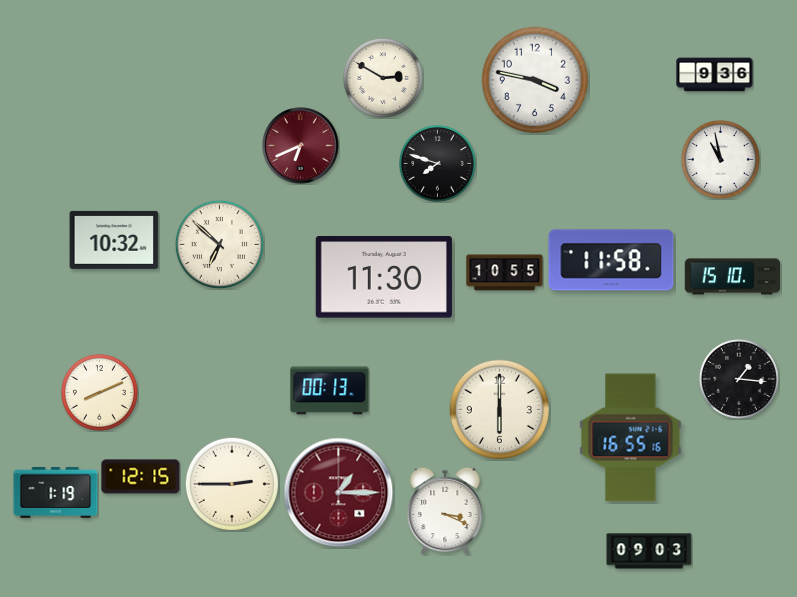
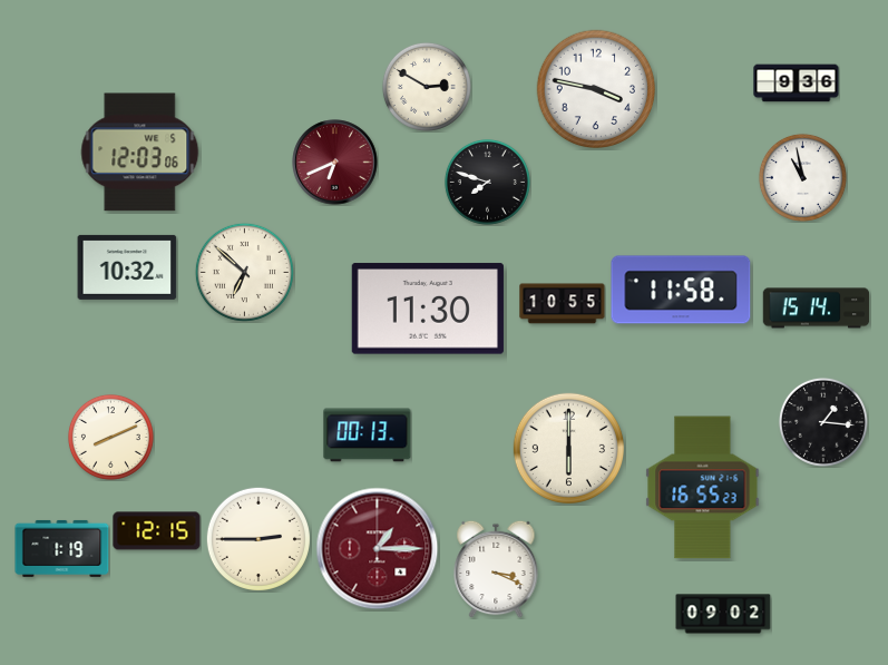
clock at (140, 153): none -> 12:03
clock at (733, 277): 15:10 -> 15:14
clock at (499, 409) position: (499, 409) -> (568, 448)
clock at (631, 438): 16:55:16 -> 16:55:23
clock at (649, 551): 09:03 -> 09:02
